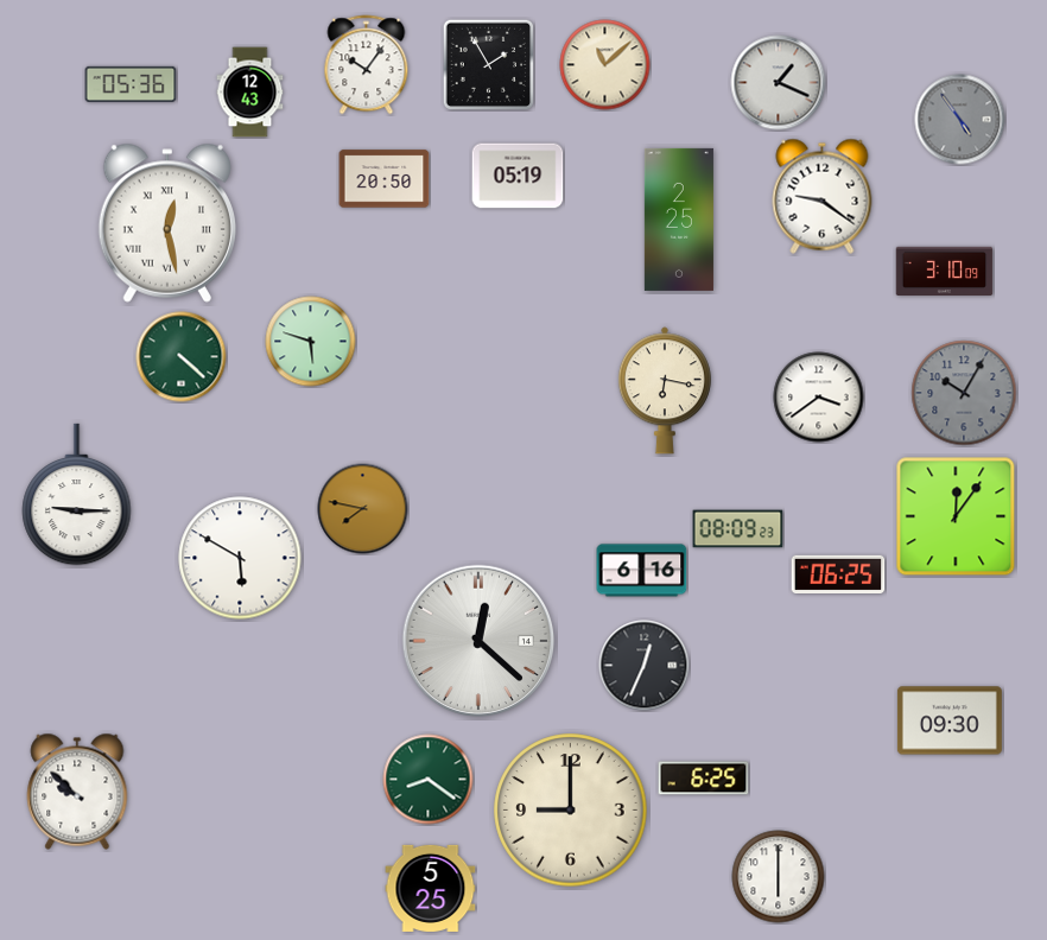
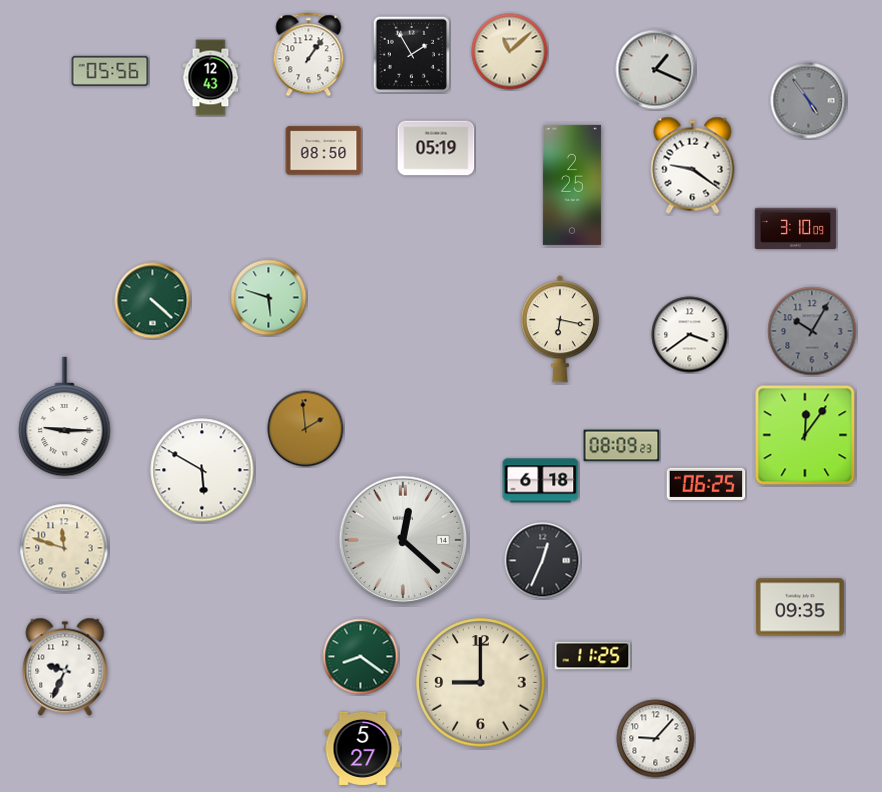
clock at (367, 65): 10:06 -> 1:06
clock at (605, 65) position: (605, 65) -> (510, 52)
clock at (131, 84): 05:36 -> 05:56
clock at (385, 179): 20:50 -> 08:50
clock at (166, 223): 12:28 -> none
clock at (311, 342) position: (311, 342) -> (269, 298)
clock at (363, 509): 7:47 -> 1:59
clock at (642, 571): 6:16 -> 6:18
clock at (64, 548): none -> 11:48
clock at (950, 720): 09:30 -> 09:35
clock at (704, 779): 6:25 -> 11:25
clock at (77, 792): 9:52 -> 9:34
clock at (779, 877): 6:00 -> 9:07
clock at (431, 888): 5:25 -> 5:27
